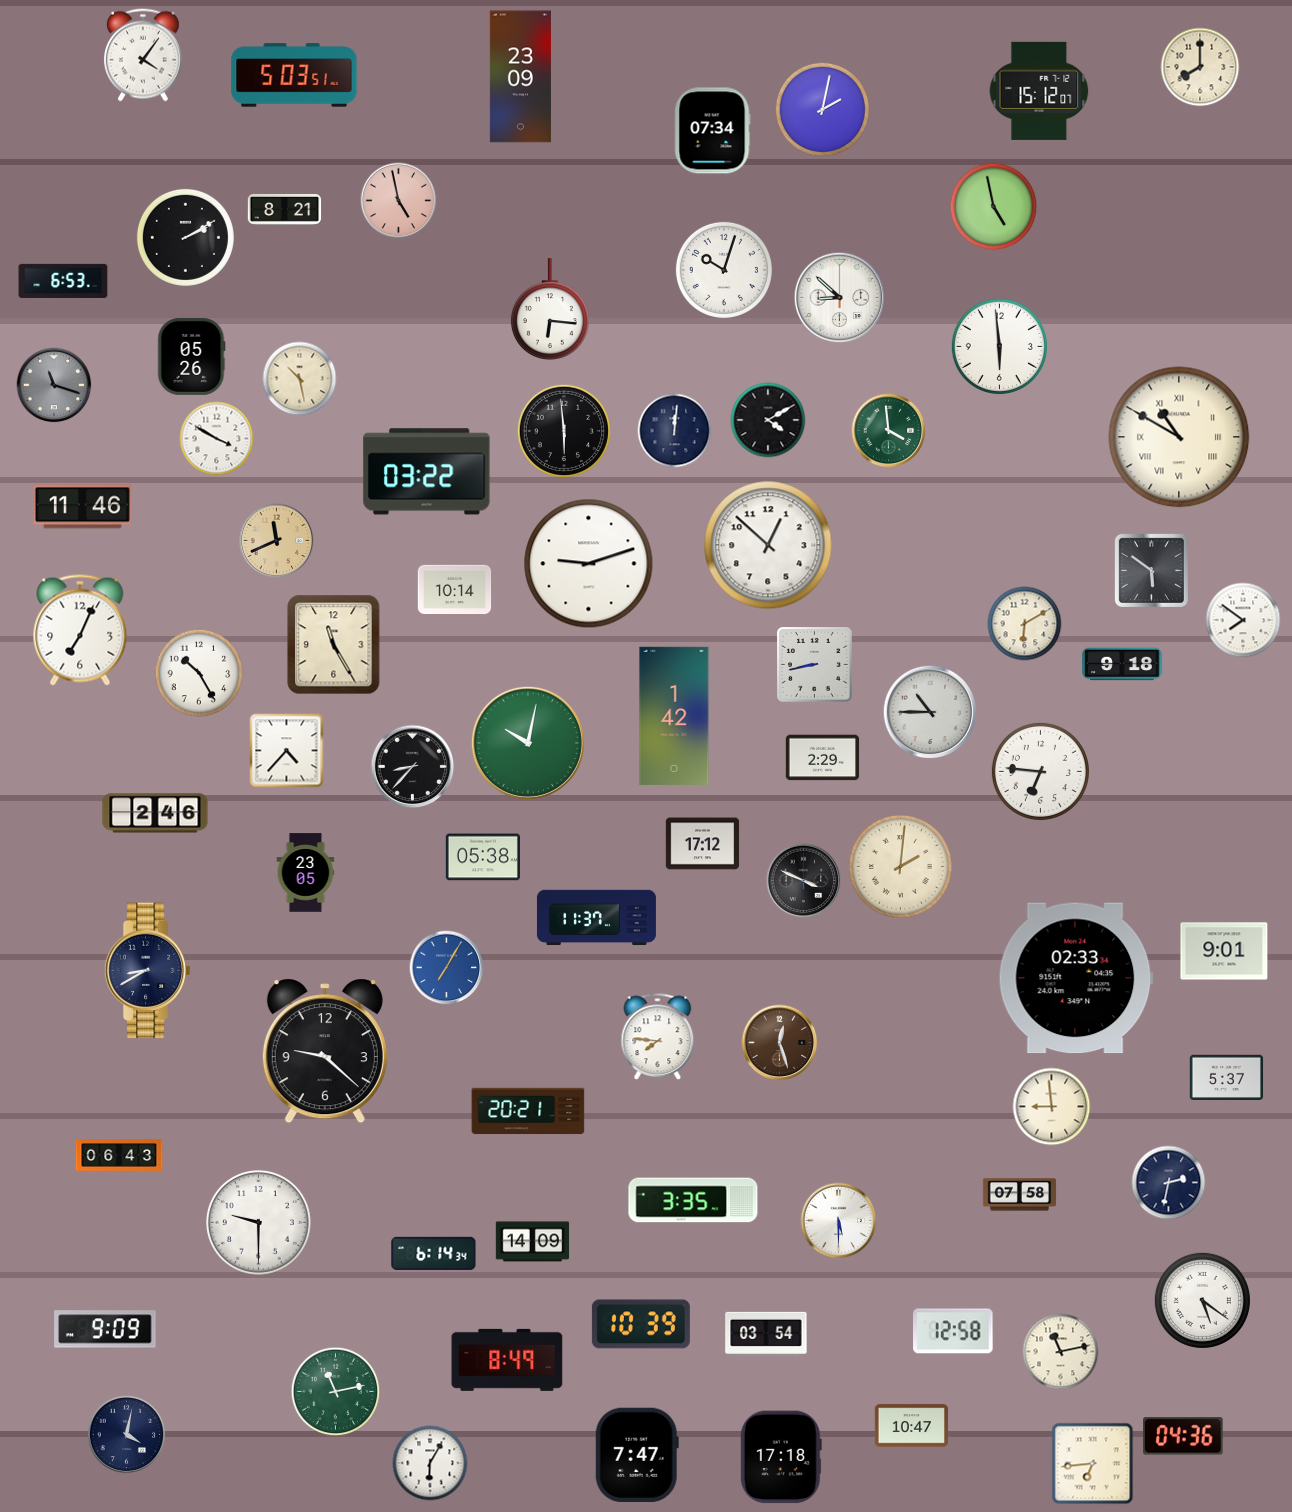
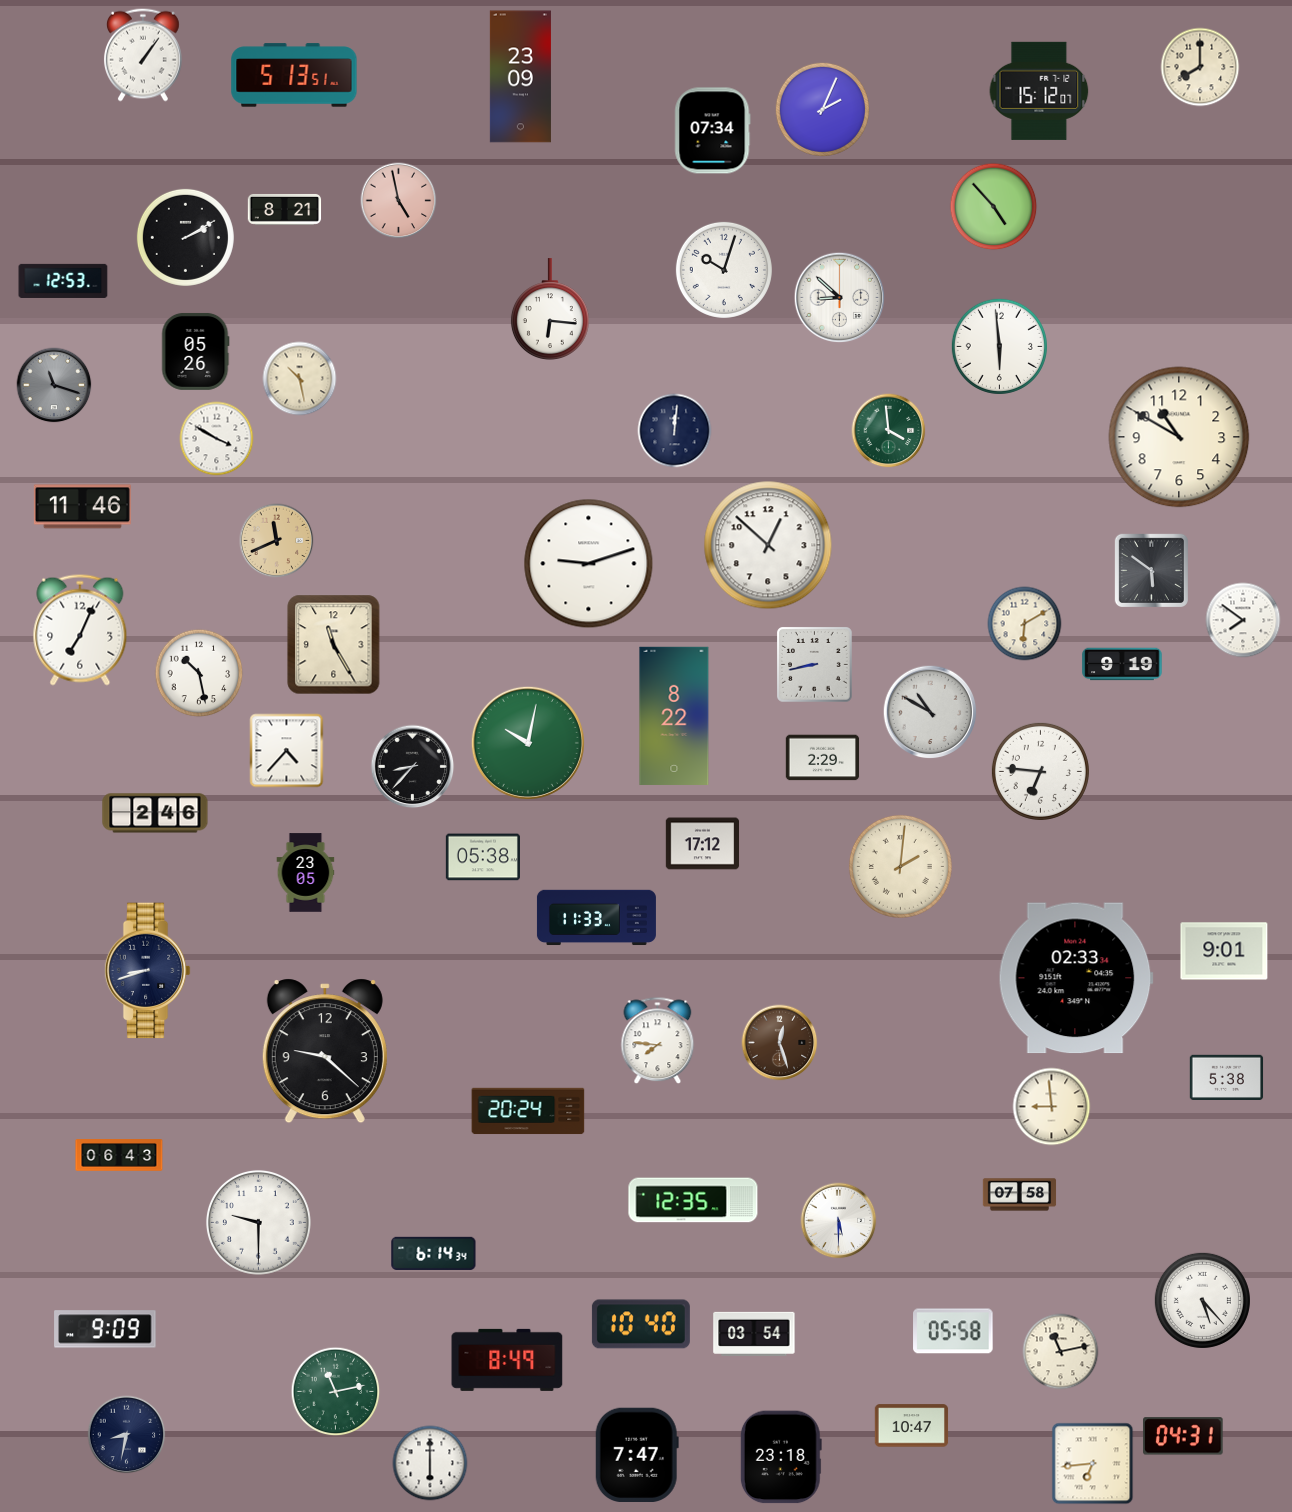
clock at (143, 55): 4:06 -> 1:06
clock at (294, 75): 5:03 -> 5:13
clock at (822, 109): 2:02 -> 2:04
clock at (994, 207): 4:58 -> 4:53
clock at (63, 281): 6:53 -> 12:53
clock at (192, 356) position: (192, 356) -> (196, 351)
clock at (768, 420): 4:10 -> none
clock at (563, 430): 5:59 -> none
clock at (1179, 437) numerals: Roman -> Arabic
clock at (427, 472): 03:22 -> none
clock at (455, 589): 10:14 -> none
clock at (1122, 664): 9:18 -> 9:19
clock at (199, 673): 10:25 -> 10:28
clock at (930, 712): 10:45 -> 10:50
clock at (674, 716): 1:42 -> 8:22
clock at (804, 881): 3:49 -> none
clock at (596, 918): 11:37 -> 11:33
clock at (447, 968): 7:05 -> none
clock at (147, 971): 8:40 -> 8:42
clock at (658, 1037) position: (658, 1037) -> (658, 1041)
clock at (1227, 1077): 5:37 -> 5:38
clock at (528, 1111): 20:21 -> 20:24
clock at (1169, 1183): 2:32 -> none
clock at (693, 1200): 3:35 -> 12:35
clock at (533, 1242): 14:09 -> none
clock at (1202, 1300): 5:21 -> 5:23
clock at (641, 1324): 10:39 -> 10:40
clock at (953, 1331): 12:58 -> 05:58
clock at (766, 1334) position: (766, 1334) -> (754, 1334)
clock at (127, 1435): 4:02 -> 8:32
clock at (1183, 1436): 04:36 -> 04:31
clock at (781, 1457): 17:18 -> 23:18
clock at (430, 1463): 6:05 -> 6:00
